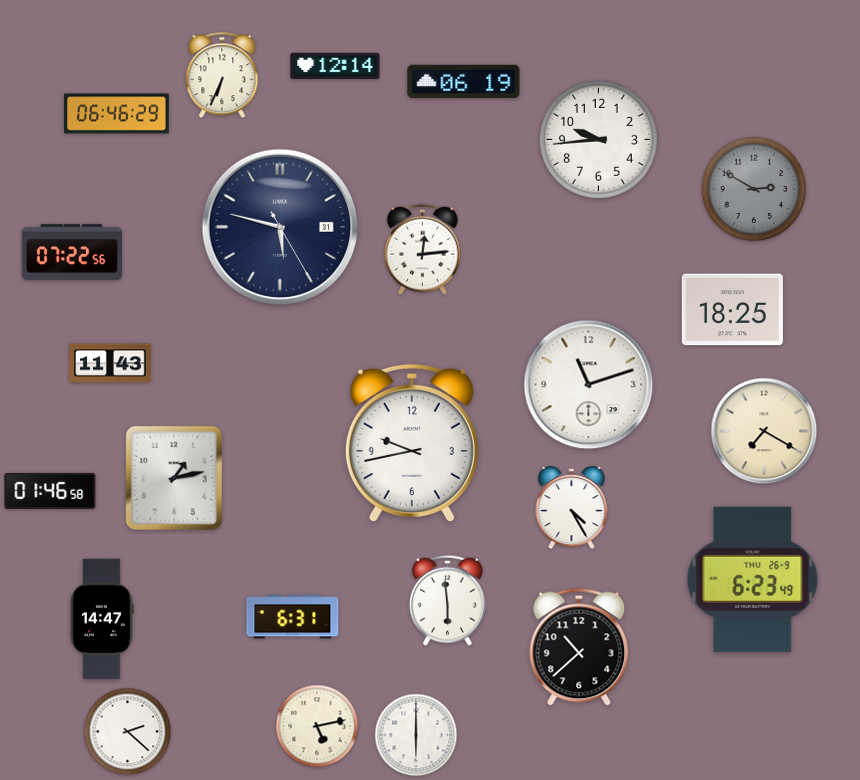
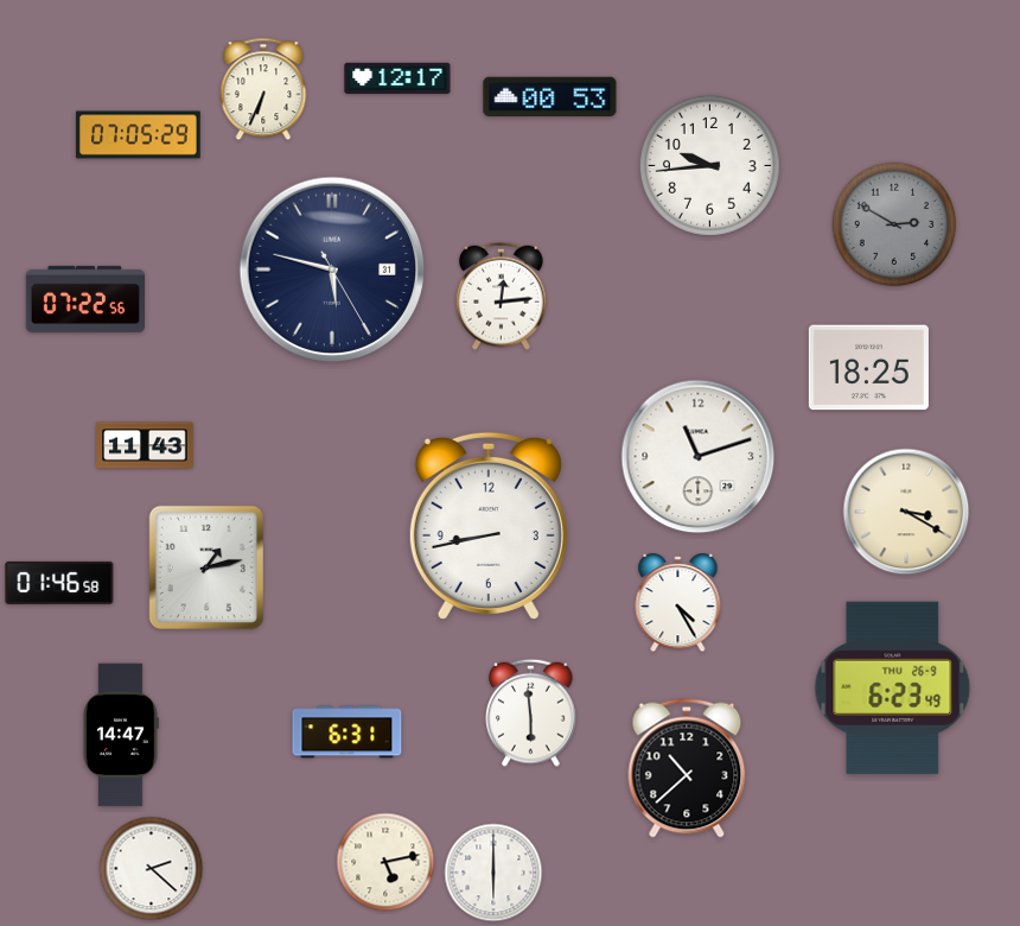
clock at (335, 66): 12:14 -> 12:17
clock at (464, 82): 06:19 -> 00:53
clock at (117, 114): 06:46 -> 07:05
clock at (110, 363) position: (110, 363) -> (145, 445)
clock at (764, 431): 7:20 -> 3:20
clock at (412, 443): 9:43 -> 8:43
clock at (317, 726) position: (317, 726) -> (385, 862)
